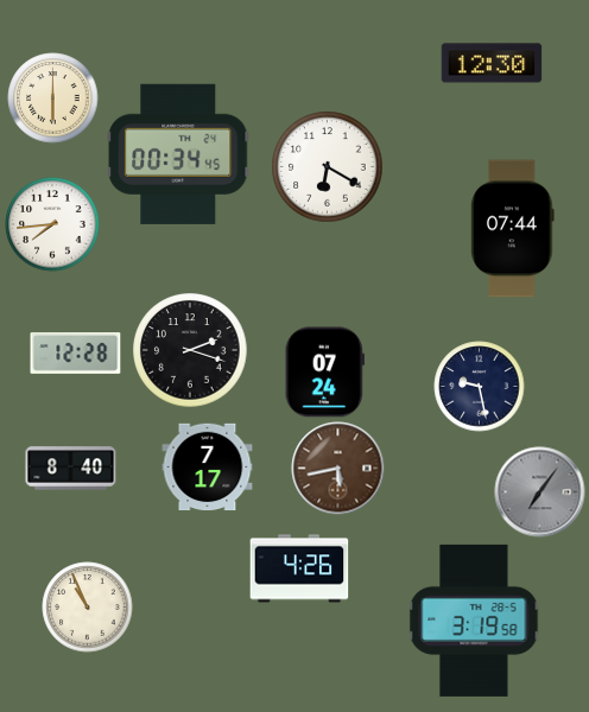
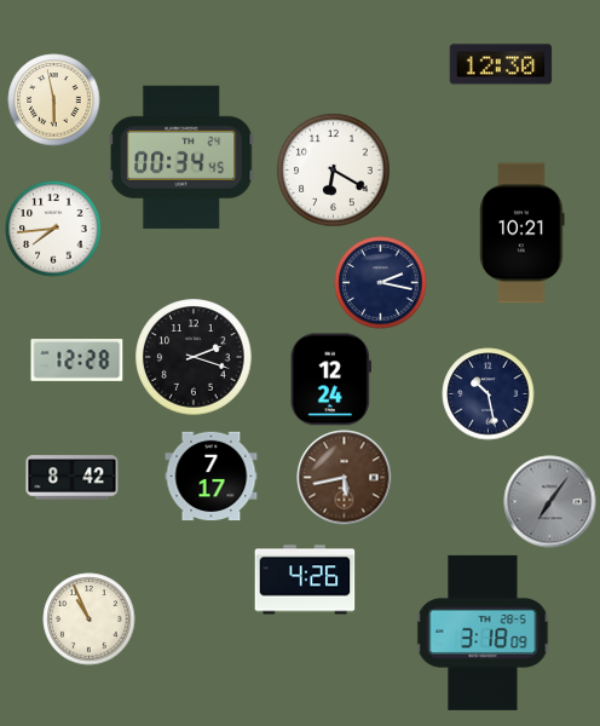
clock at (53, 98): 6:00 -> 5:58
clock at (513, 229): 07:44 -> 10:21
clock at (381, 283): none -> 2:17
clock at (324, 373): 07:24 -> 12:24
clock at (480, 387): 9:28 -> 10:28
clock at (71, 469): 8:40 -> 8:42
clock at (474, 621): 3:19 -> 3:18
